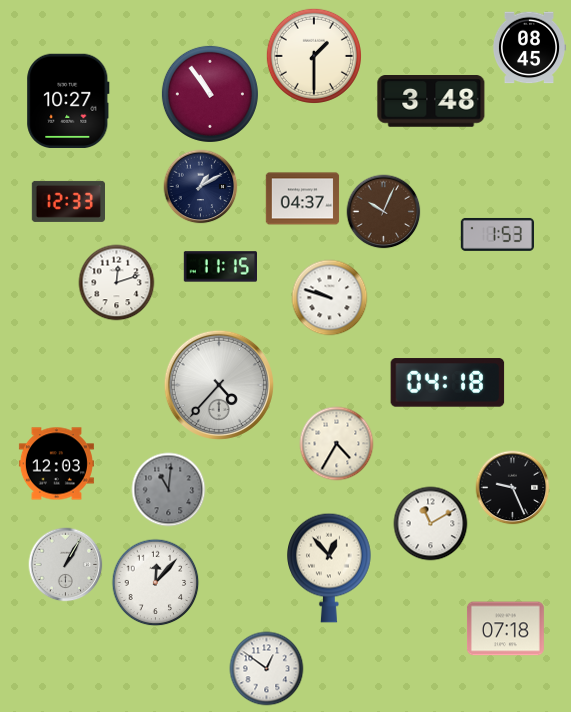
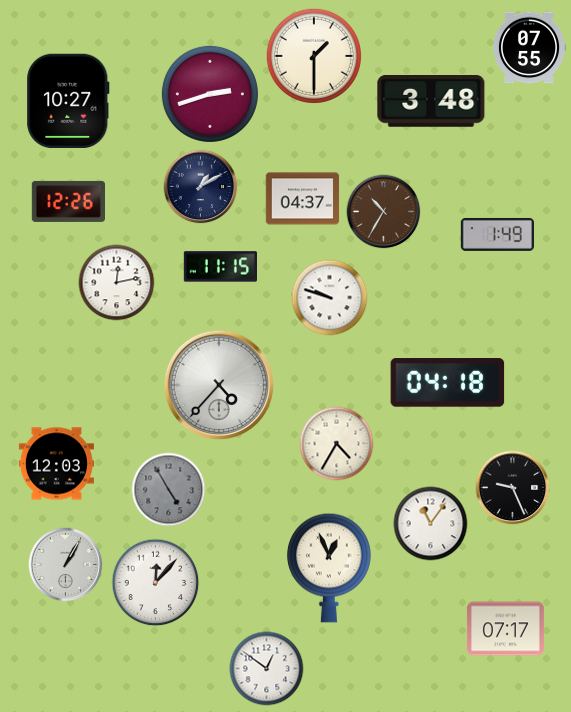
clock at (529, 48): 08:45 -> 07:55
clock at (210, 94): 10:54 -> 2:42
clock at (69, 201): 12:33 -> 12:26
clock at (384, 212): 10:04 -> 10:35
clock at (497, 234): 1:53 -> 1:49
clock at (117, 283): 12:12 -> 12:13
clock at (169, 490): 11:01 -> 4:55
clock at (431, 524): 11:10 -> 11:06
clock at (330, 568): 12:53 -> 12:56
clock at (505, 629): 07:18 -> 07:17
